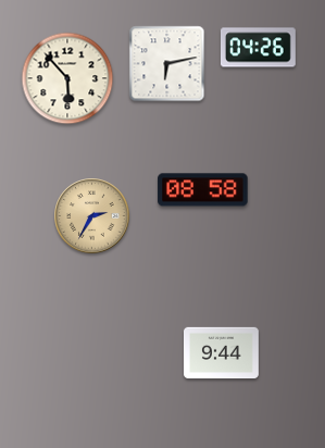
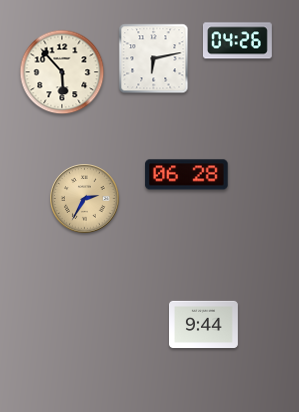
clock at (258, 48) position: (258, 48) -> (237, 41)
clock at (203, 190): 08:58 -> 06:28
